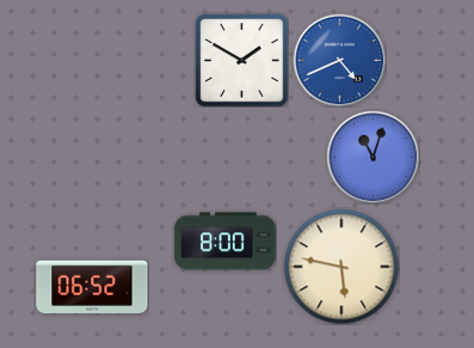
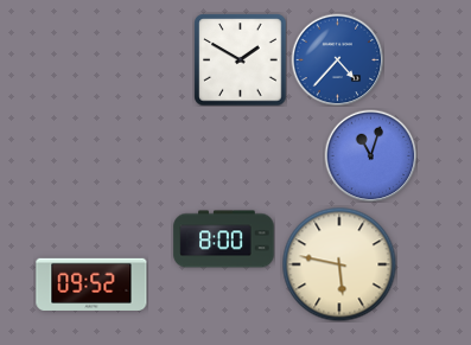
clock at (339, 60): 4:41 -> 4:37
clock at (92, 287): 06:52 -> 09:52
